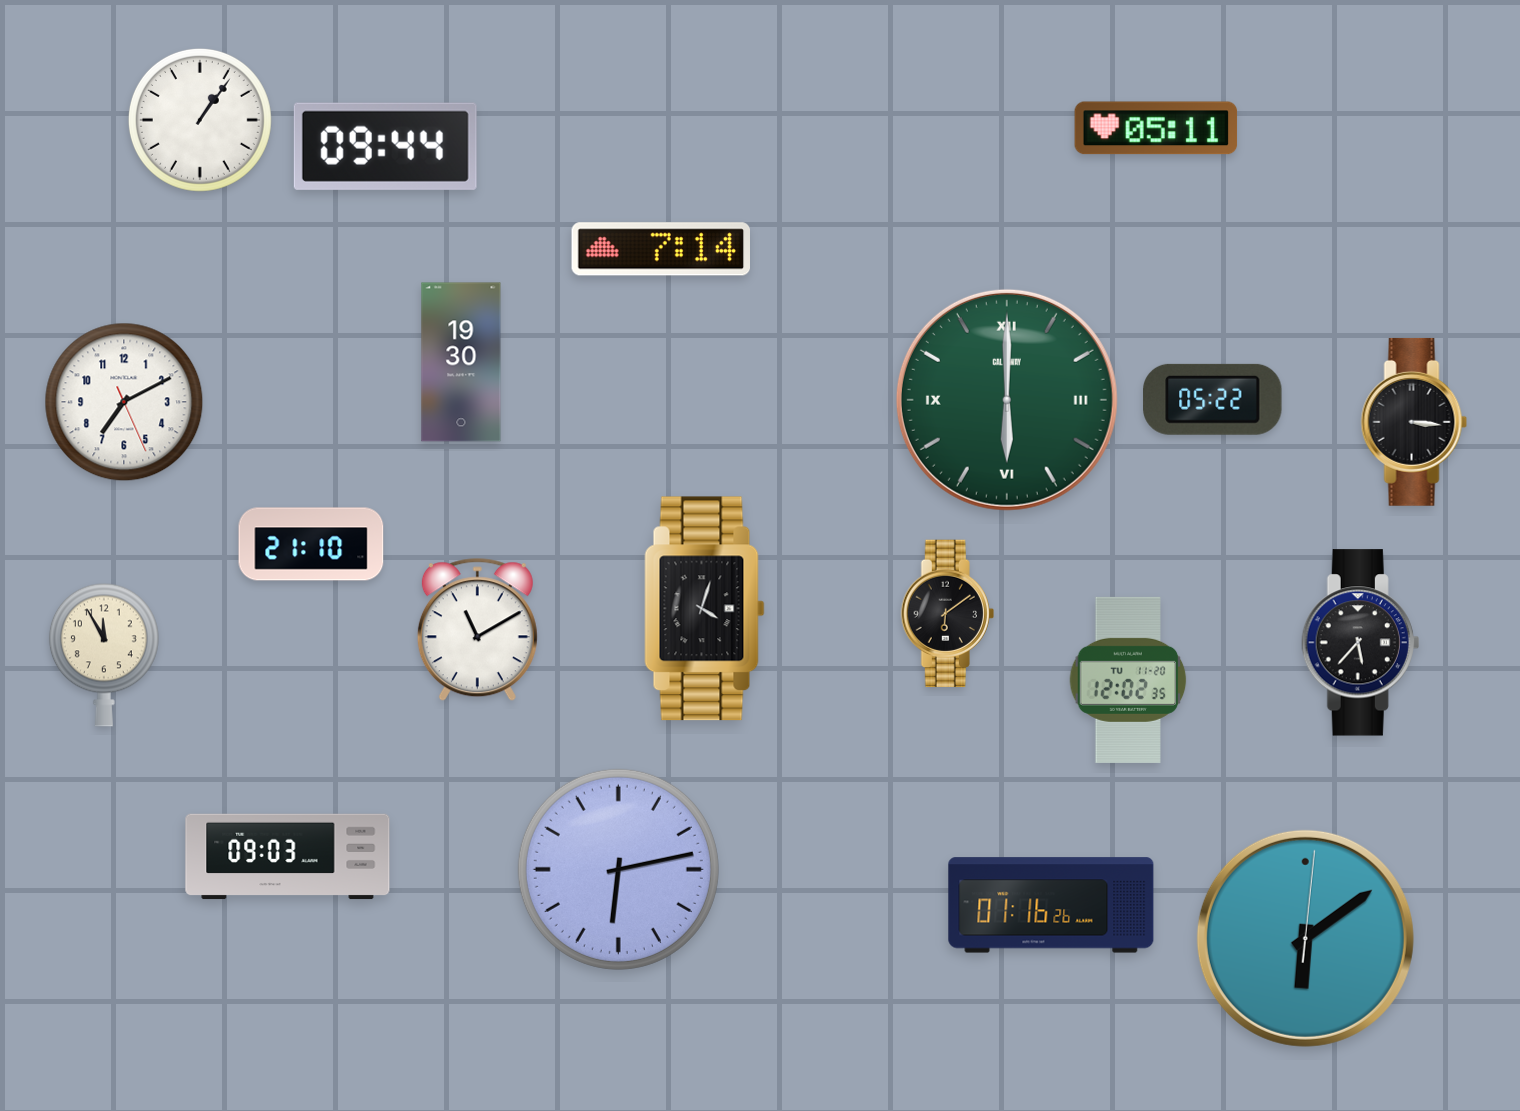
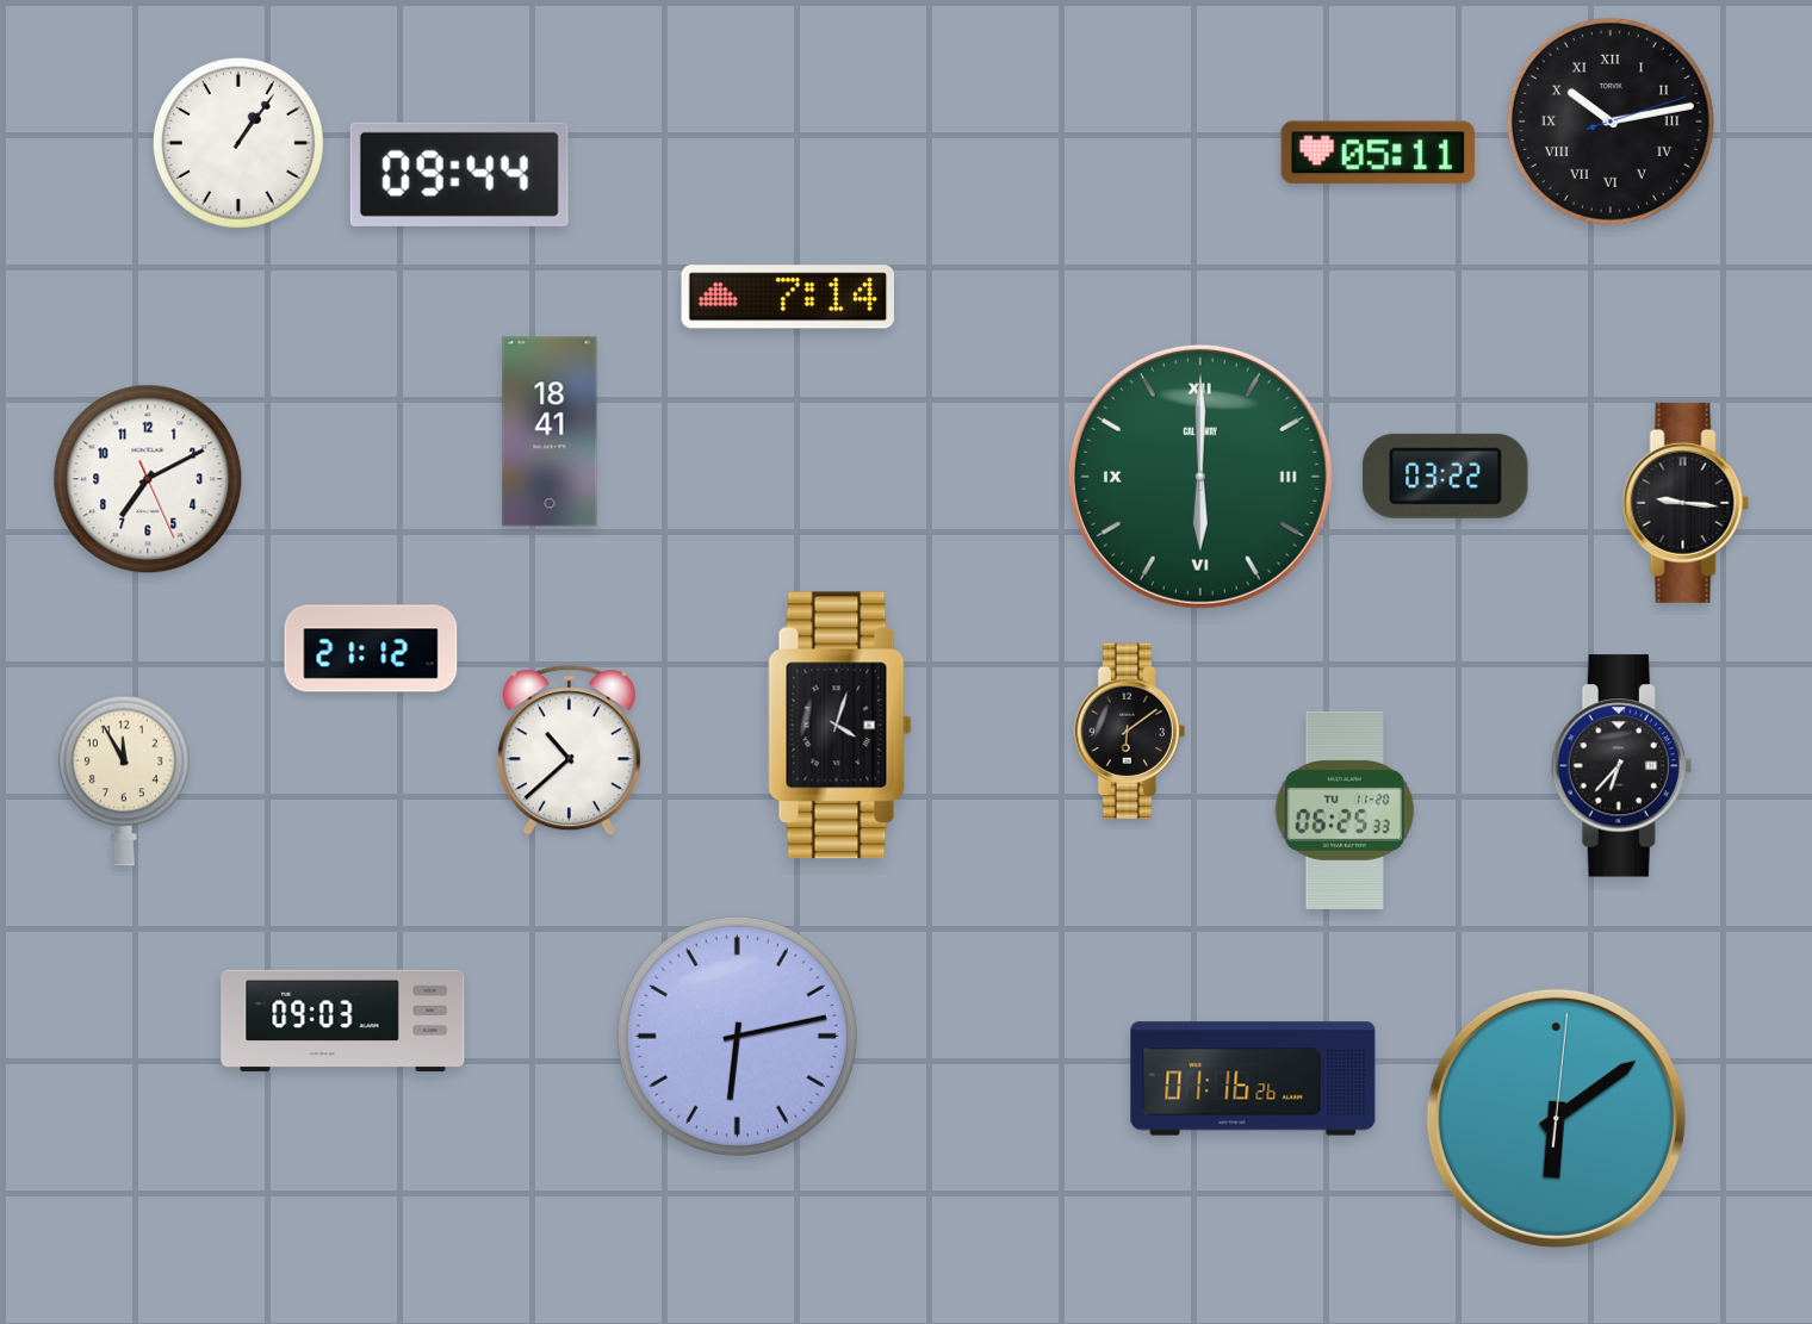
clock at (1611, 122): none -> 10:13
clock at (461, 362): 19:30 -> 18:41
clock at (1213, 399): 05:22 -> 03:22
clock at (1414, 422): 3:16 -> 9:16
clock at (311, 544): 21:10 -> 21:12
clock at (477, 630): 11:10 -> 10:38
clock at (1361, 643): 5:37 -> 6:37
clock at (1128, 680): 12:02 -> 06:25
